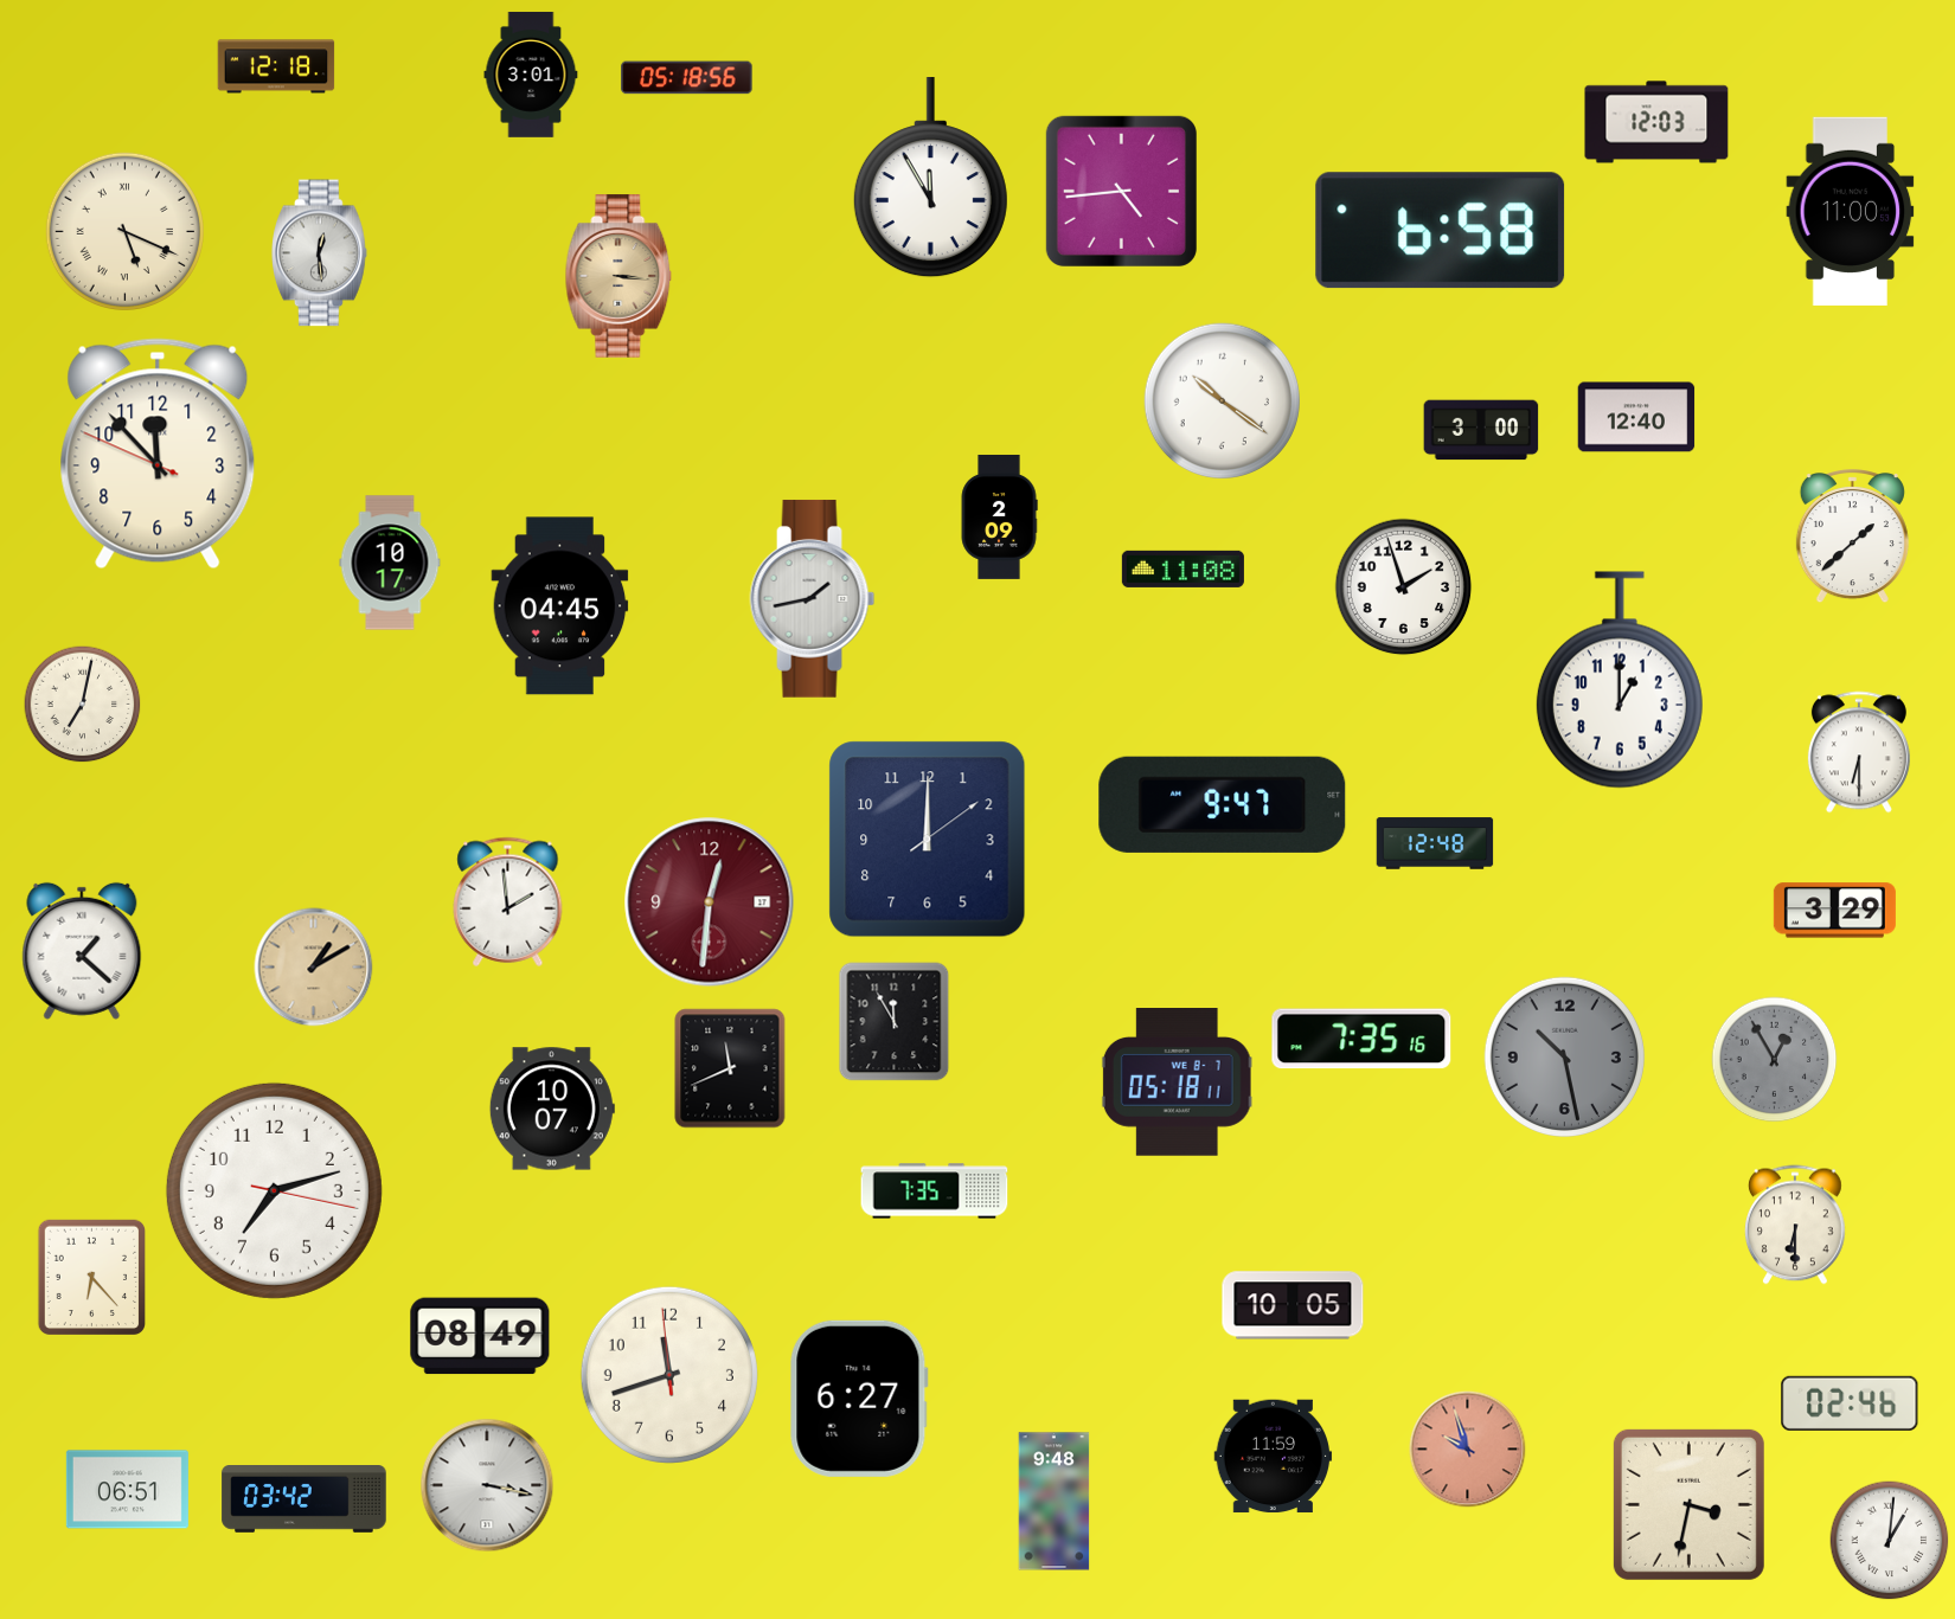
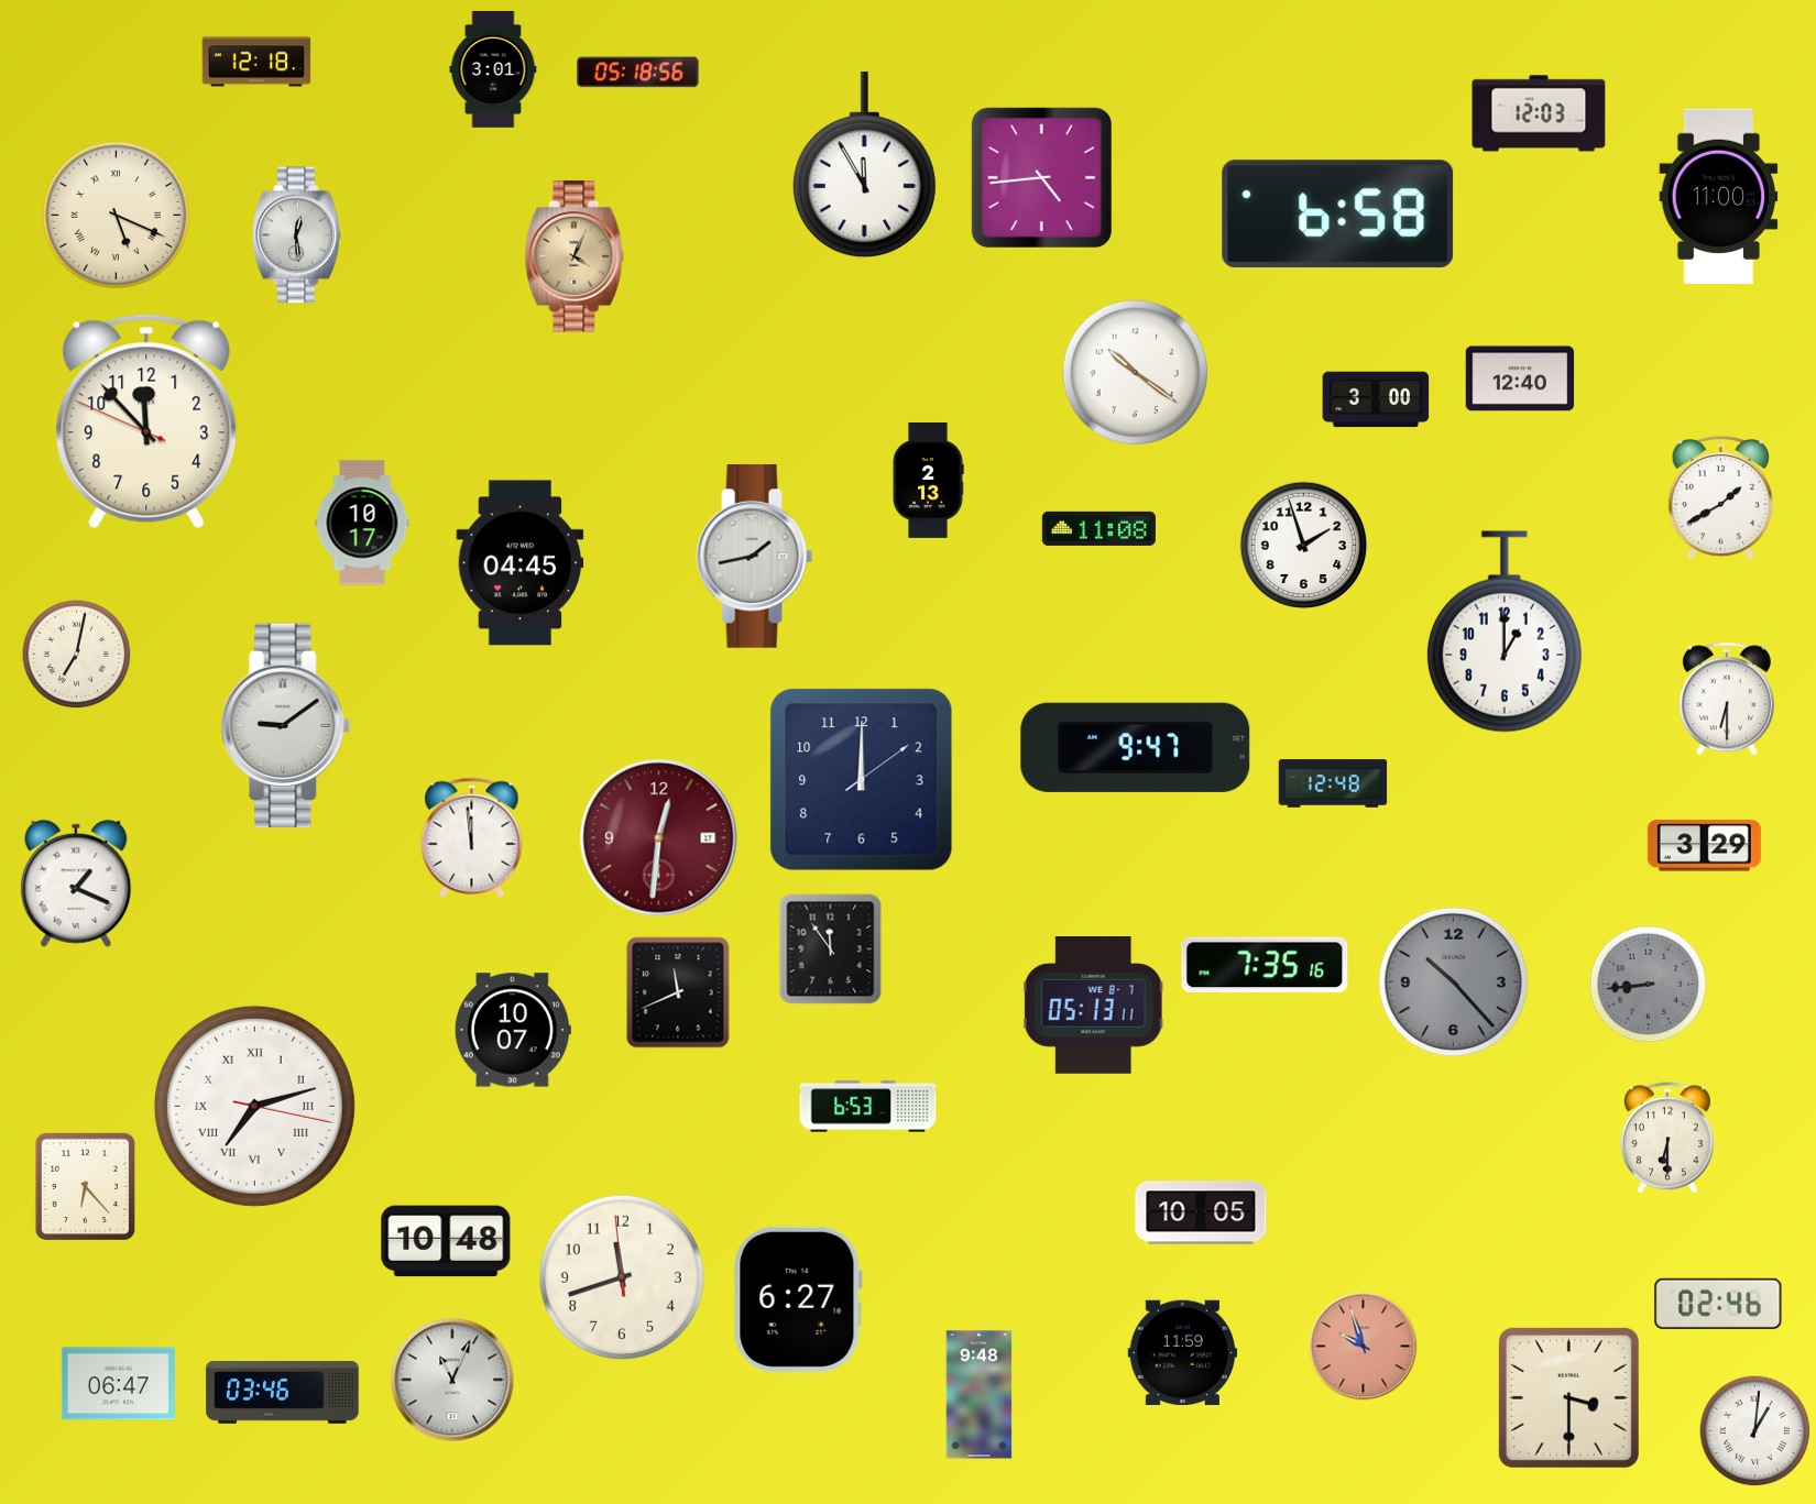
clock at (618, 276): 3:16 -> 4:04
clock at (1636, 417) position: (1636, 417) -> (1520, 378)
clock at (999, 516): 2:09 -> 2:13
clock at (1852, 538): 1:38 -> 1:40
clock at (286, 726): none -> 9:09
clock at (508, 901): 1:59 -> 11:59
clock at (82, 951): 1:22 -> 1:19
clock at (314, 968): 1:10 -> none
clock at (895, 1022): 11:55 -> 11:54
clock at (1564, 1056): 10:28 -> 10:23
clock at (1775, 1060): 12:55 -> 8:44
clock at (1177, 1082): 05:18 -> 05:13
clock at (274, 1190) numerals: Arabic -> Roman
clock at (935, 1191): 7:35 -> 6:53
clock at (480, 1336): 08:49 -> 10:48
clock at (487, 1485): 3:17 -> 11:04
clock at (127, 1490): 06:51 -> 06:47
clock at (305, 1499): 03:42 -> 03:46
clock at (1688, 1504): 3:32 -> 3:30
